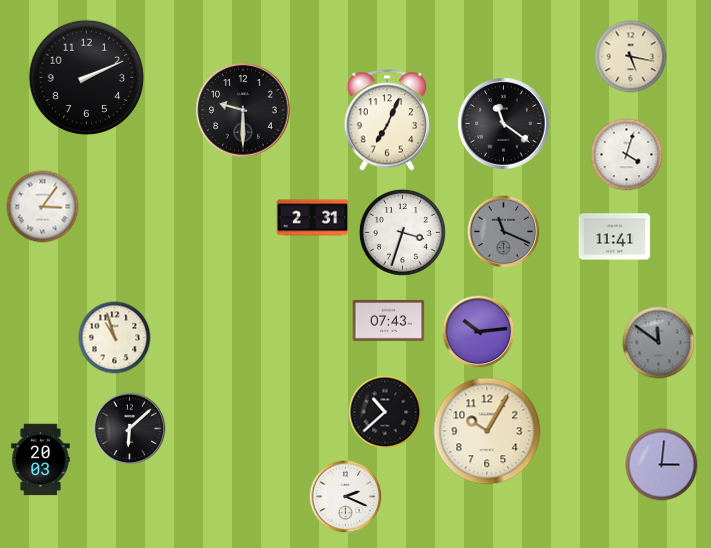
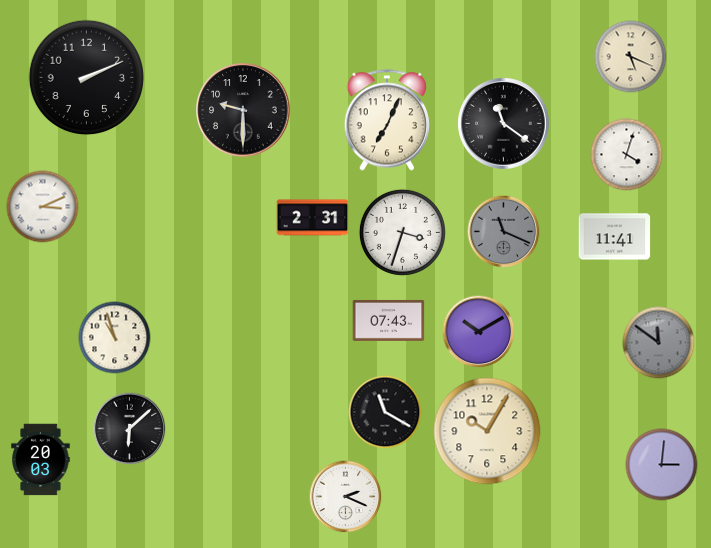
clock at (631, 57): 5:17 -> 5:19
clock at (43, 207): 3:06 -> 3:11
clock at (479, 332): 10:14 -> 10:10
clock at (385, 412): 10:38 -> 11:20
